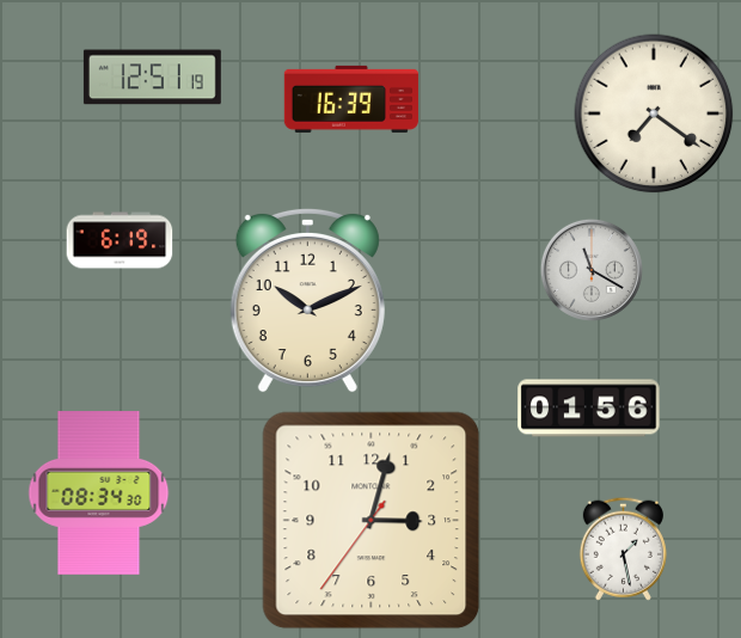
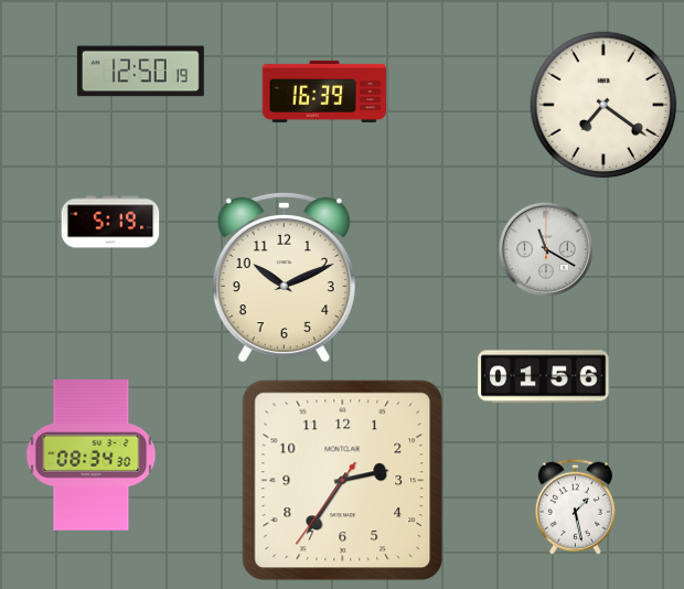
clock at (152, 78): 12:51 -> 12:50
clock at (120, 240): 6:19 -> 5:19
clock at (372, 521): 3:02 -> 2:35
